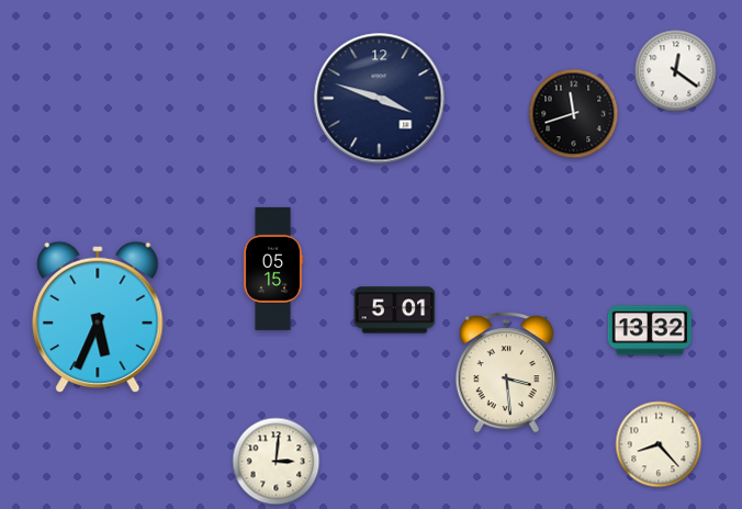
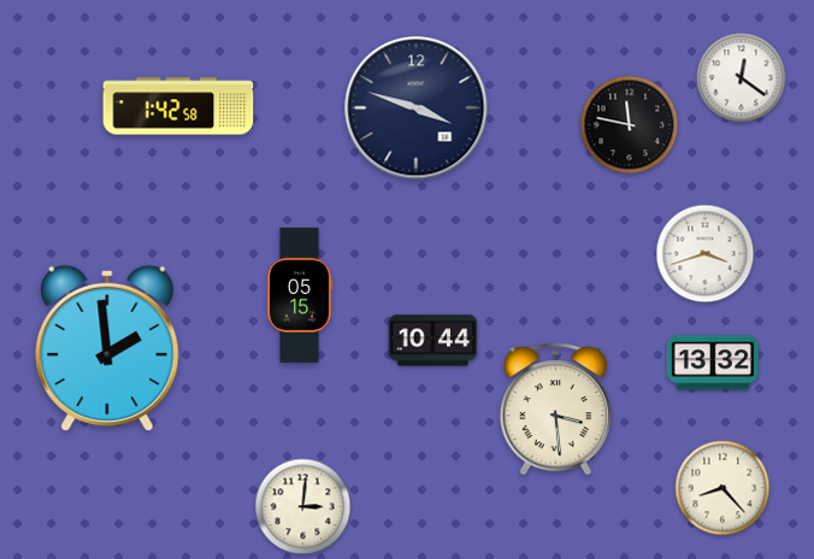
clock at (178, 106): none -> 1:42
clock at (574, 114): 11:42 -> 11:47
clock at (706, 254): none -> 3:42
clock at (395, 310): 5:01 -> 10:44
clock at (98, 317): 5:34 -> 1:59
